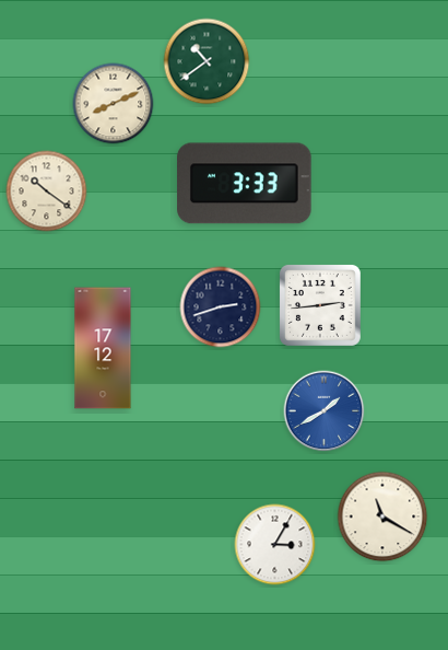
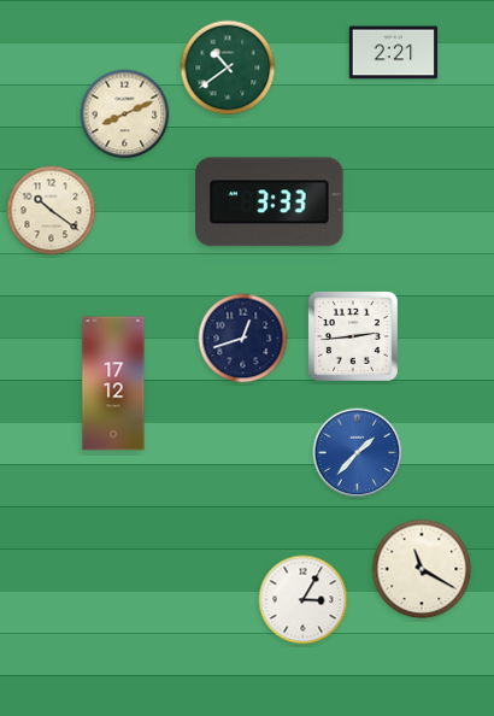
clock at (394, 53): none -> 2:21
clock at (221, 307): 2:42 -> 12:42
clock at (325, 411): 1:40 -> 1:37
